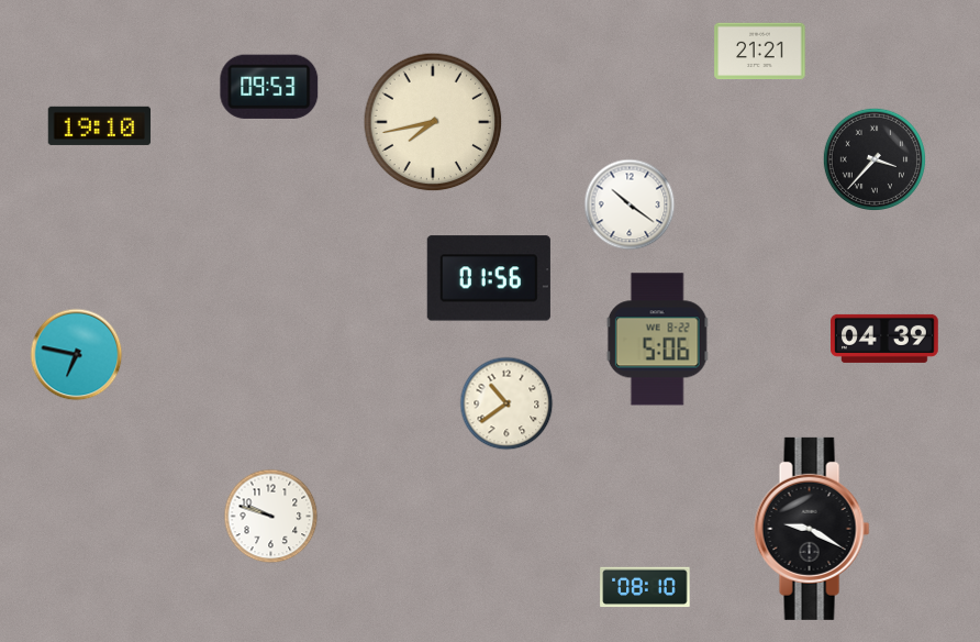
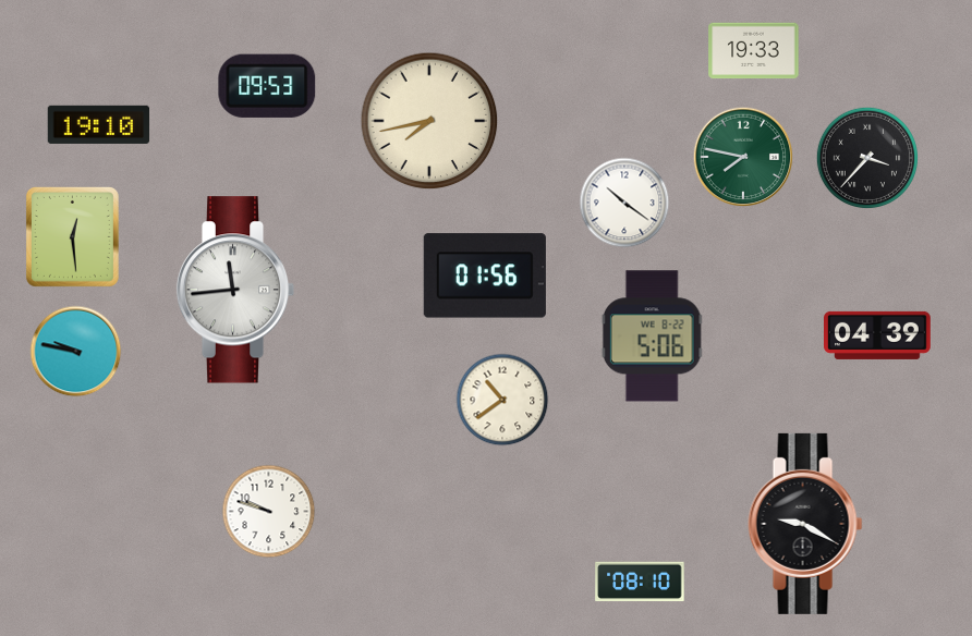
clock at (760, 52): 21:21 -> 19:33
clock at (743, 157): none -> 7:47
clock at (72, 236): none -> 12:29
clock at (235, 290): none -> 11:44
clock at (77, 355): 6:47 -> 9:47
